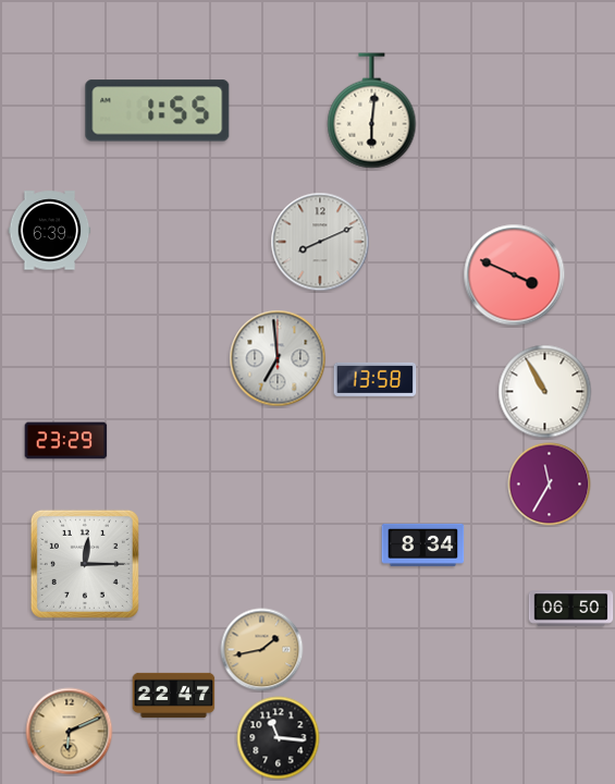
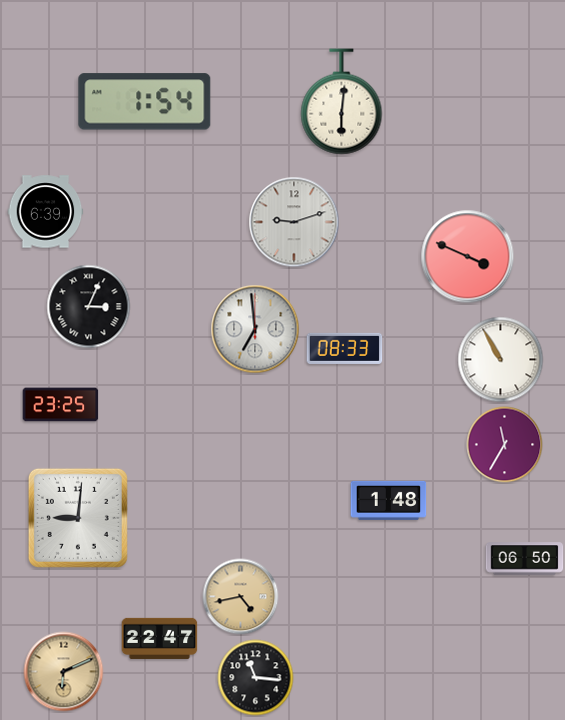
clock at (158, 111): 1:55 -> 1:54
clock at (320, 242): 8:11 -> 9:12
clock at (515, 275) position: (515, 275) -> (468, 257)
clock at (89, 307): none -> 3:04
clock at (376, 379): 13:58 -> 08:33
clock at (66, 441): 23:29 -> 23:25
clock at (423, 544): 8:34 -> 1:48
clock at (85, 564): 12:15 -> 9:01
clock at (262, 650): 1:43 -> 4:43
